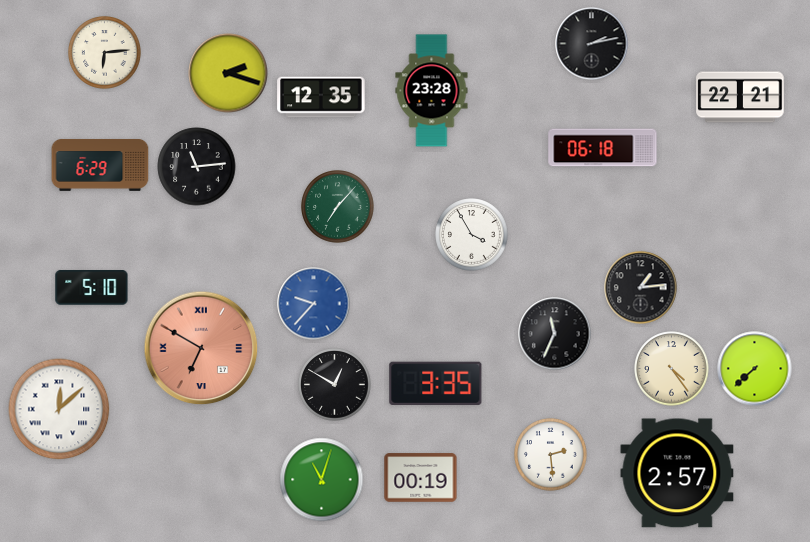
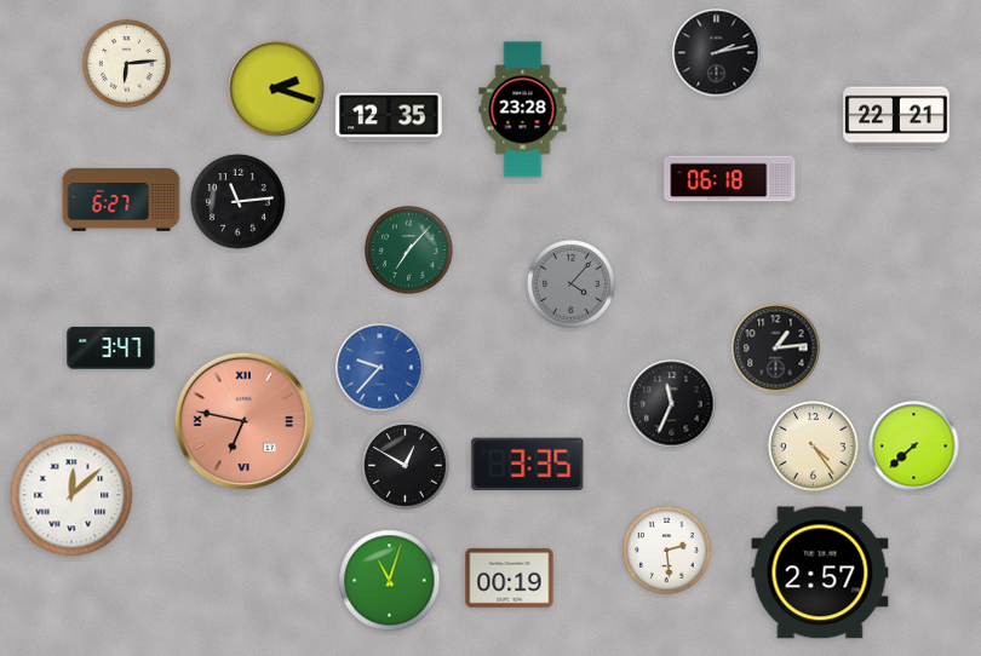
clock at (100, 165): 6:29 -> 6:27
clock at (472, 235): 3:55 -> 4:07
clock at (472, 235) dial: white -> grey
clock at (92, 288): 5:10 -> 3:47
clock at (201, 348): 6:50 -> 6:47
